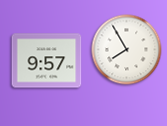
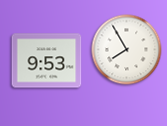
clock at (47, 61): 9:57 -> 9:53
